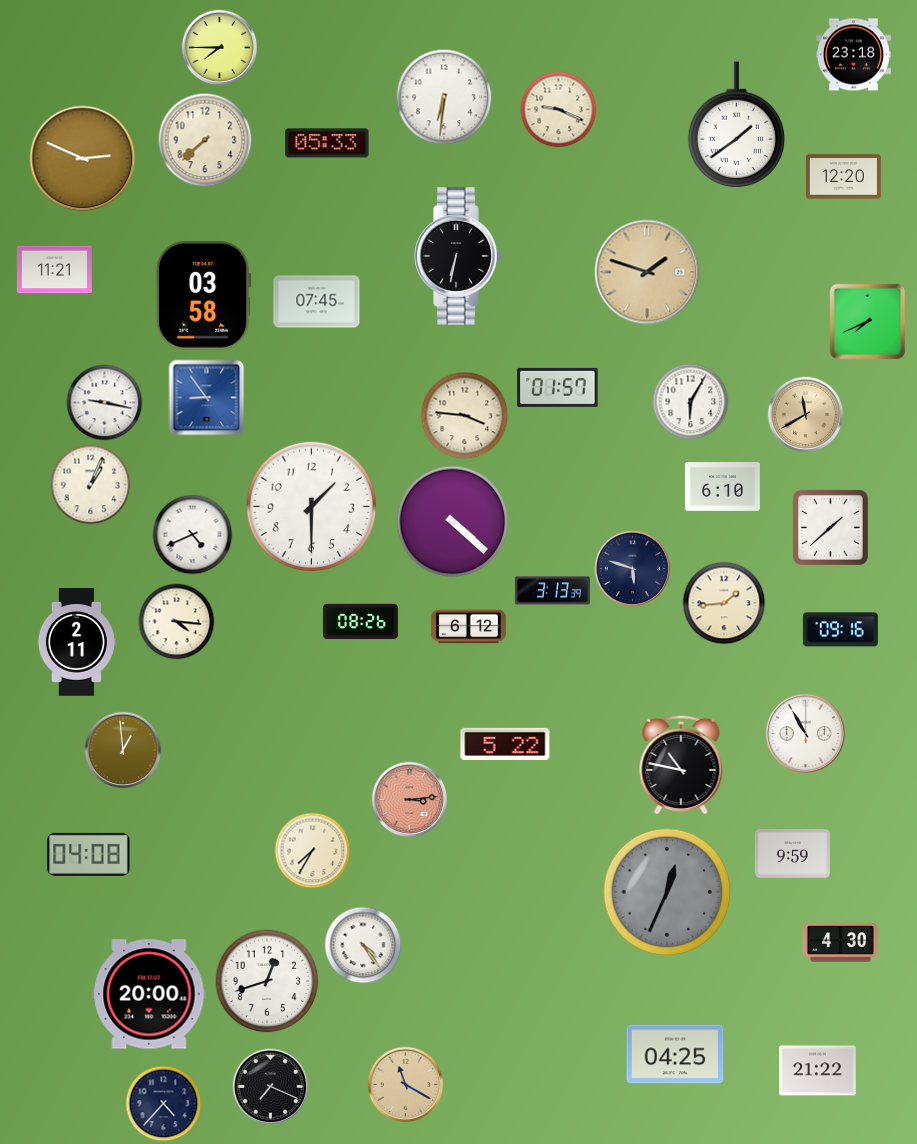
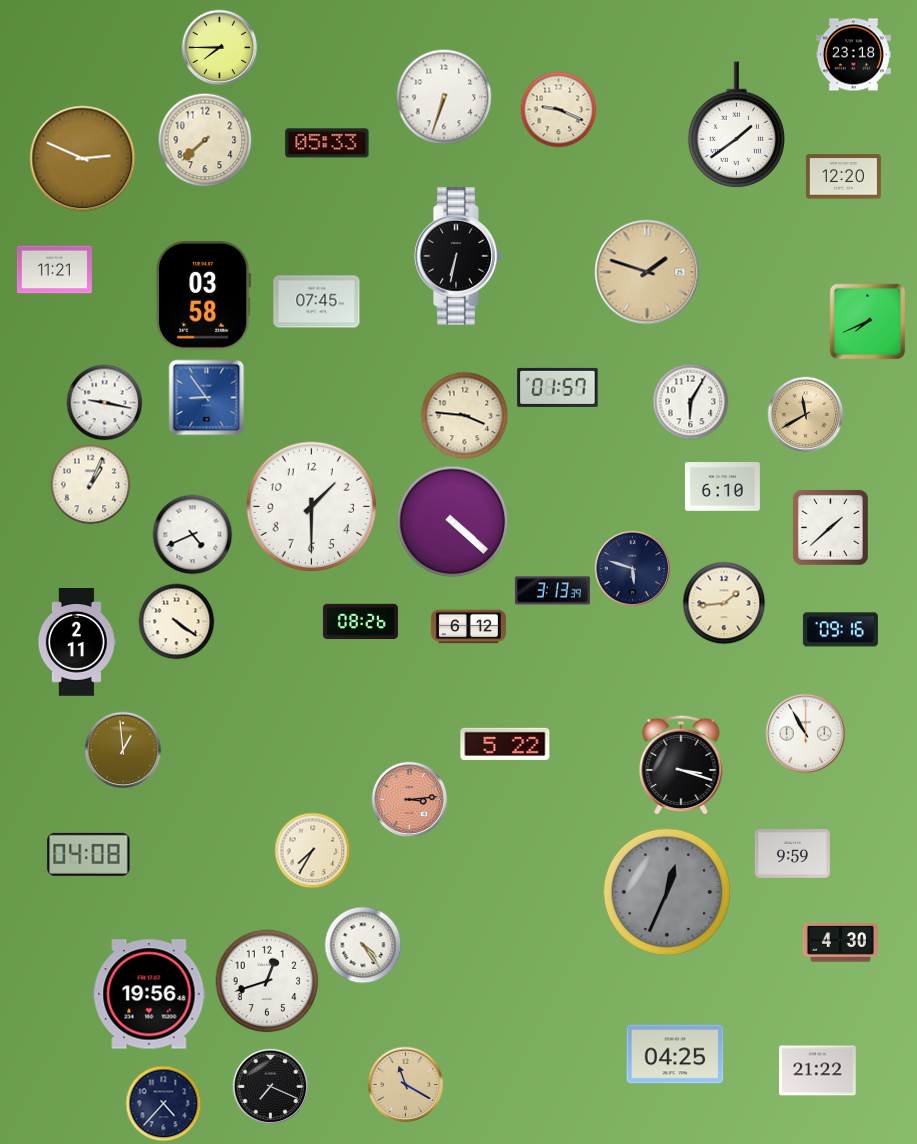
clock at (444, 97): 6:31 -> 6:33
clock at (177, 622): 4:16 -> 4:21
clock at (681, 765): 10:47 -> 3:18
clock at (149, 994): 20:00 -> 19:56
